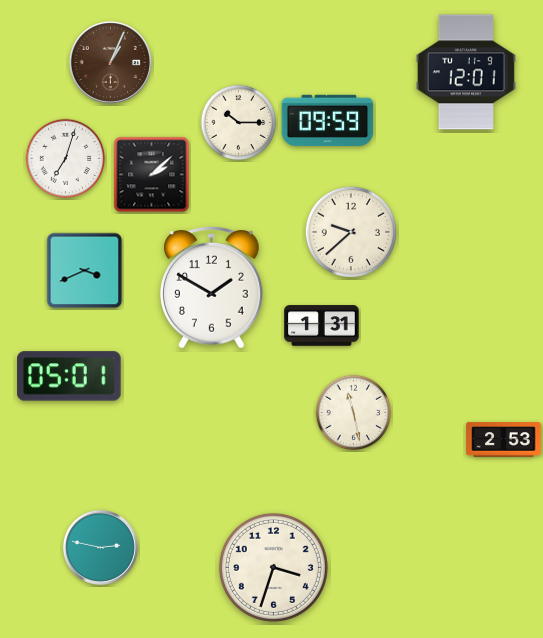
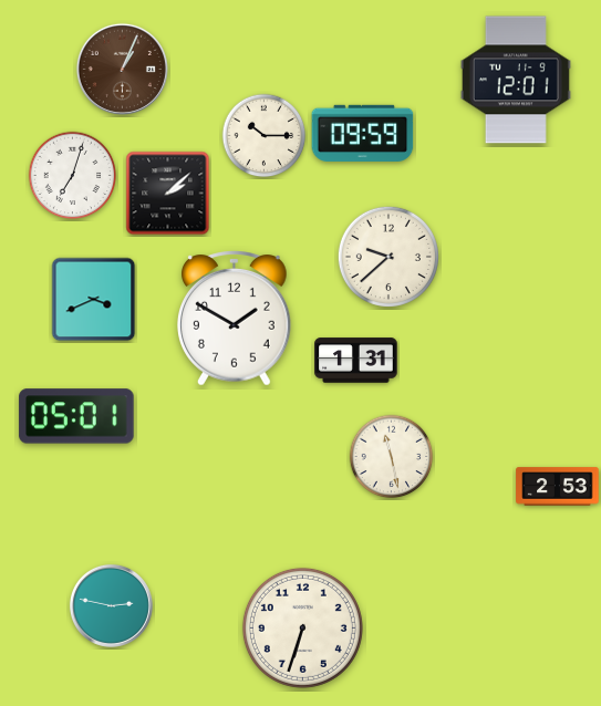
clock at (273, 567): 3:33 -> 6:33
